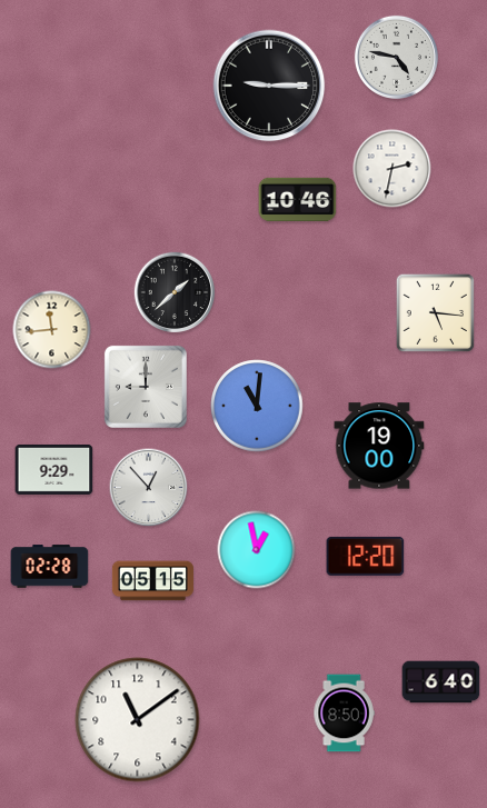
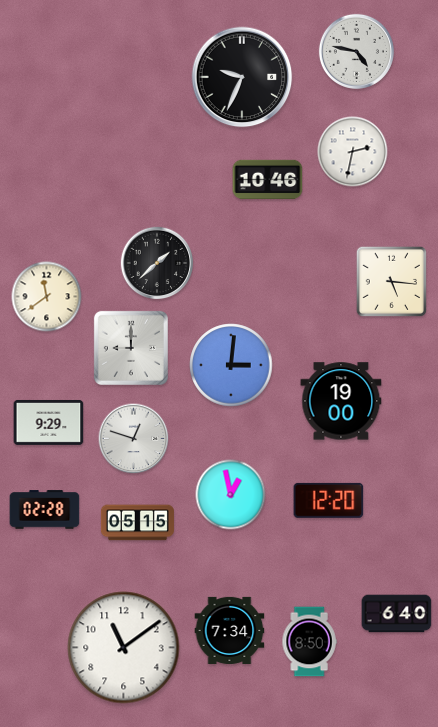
clock at (269, 86): 9:15 -> 9:34
clock at (52, 330): 11:44 -> 11:39
clock at (257, 406): 11:01 -> 3:01
clock at (149, 488): 12:53 -> 12:48
clock at (230, 630): none -> 7:34
